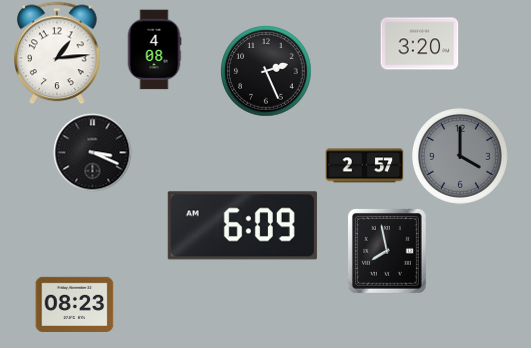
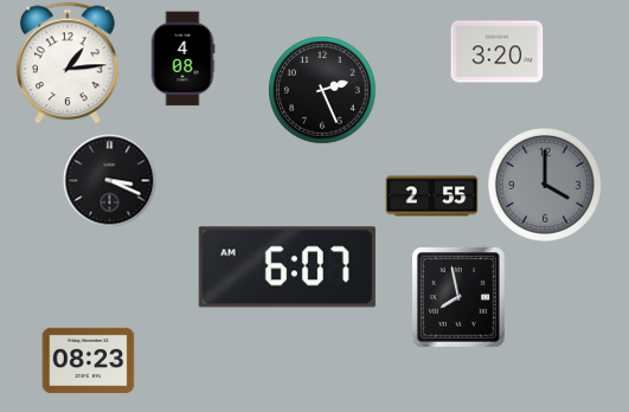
clock at (266, 71) position: (266, 71) -> (322, 90)
clock at (364, 166): 2:57 -> 2:55
clock at (242, 226): 6:09 -> 6:07
